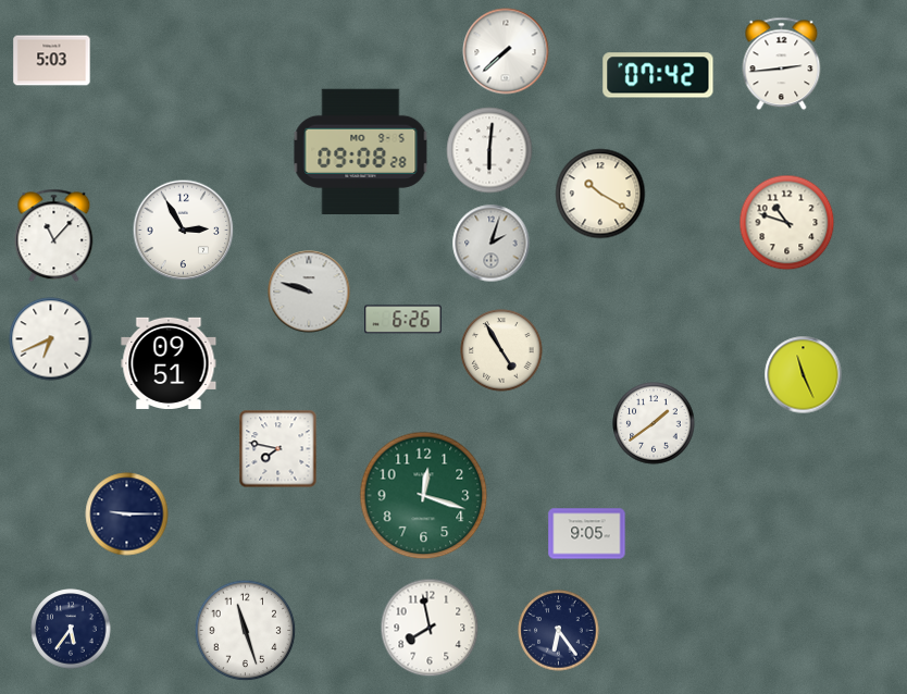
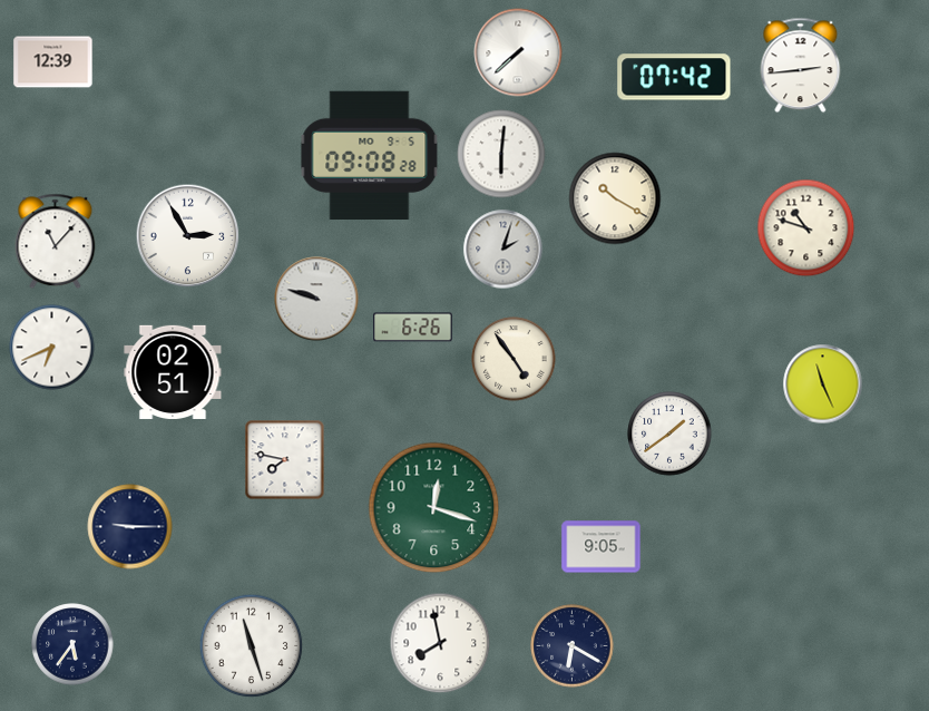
clock at (52, 61): 5:03 -> 12:39
clock at (501, 350): 4:55 -> 4:54
clock at (169, 363): 09:51 -> 02:51
clock at (559, 631): 6:24 -> 6:20
